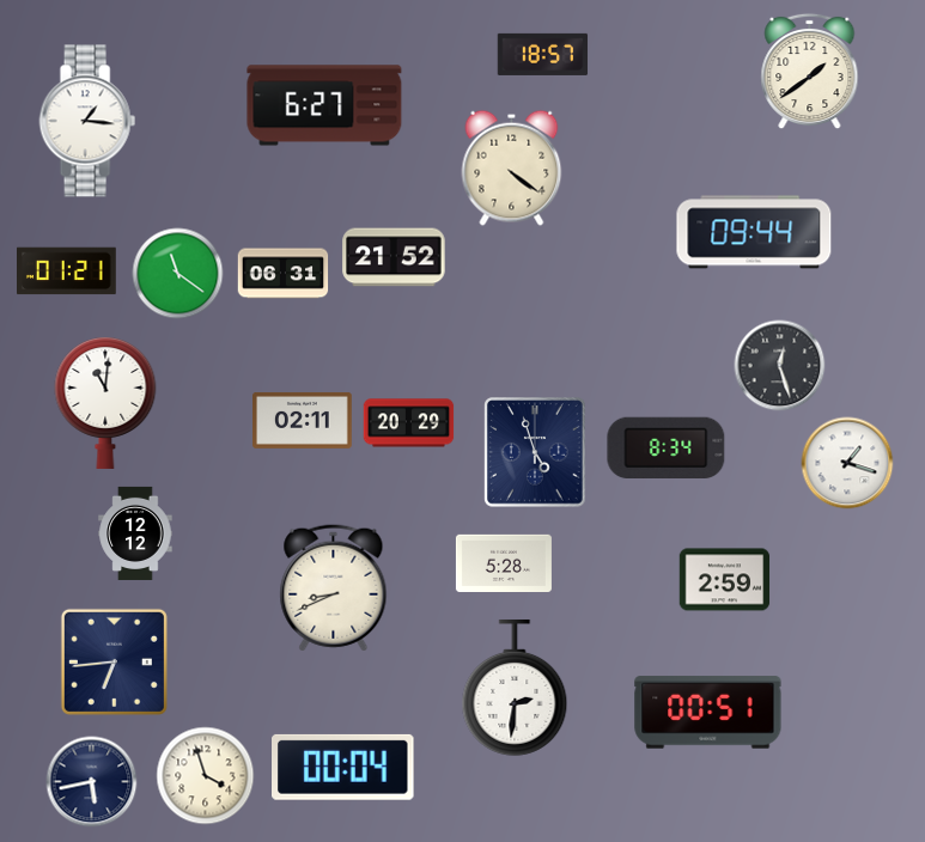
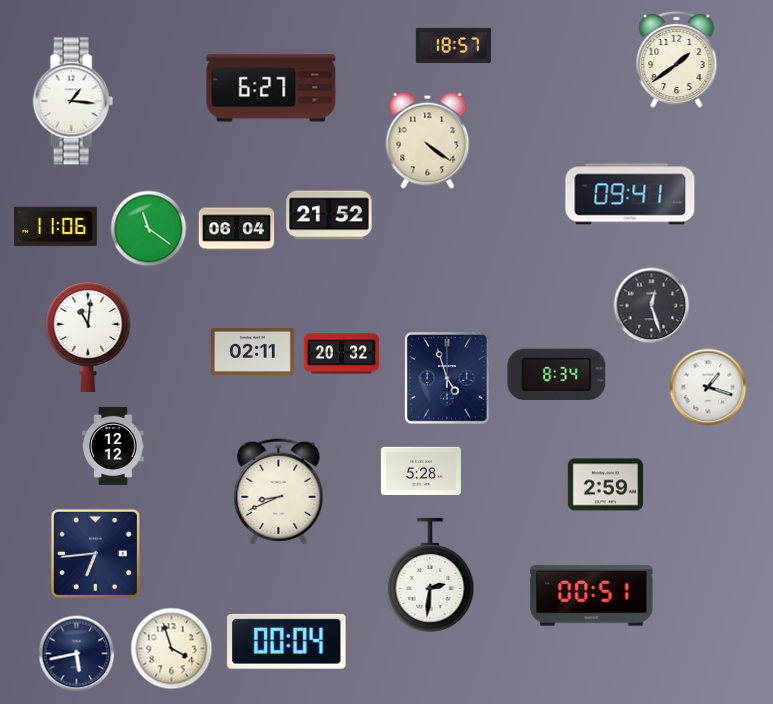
clock at (754, 232): 09:44 -> 09:41
clock at (67, 271): 01:21 -> 11:06
clock at (284, 274): 06:31 -> 06:04
clock at (409, 423): 20:29 -> 20:32
